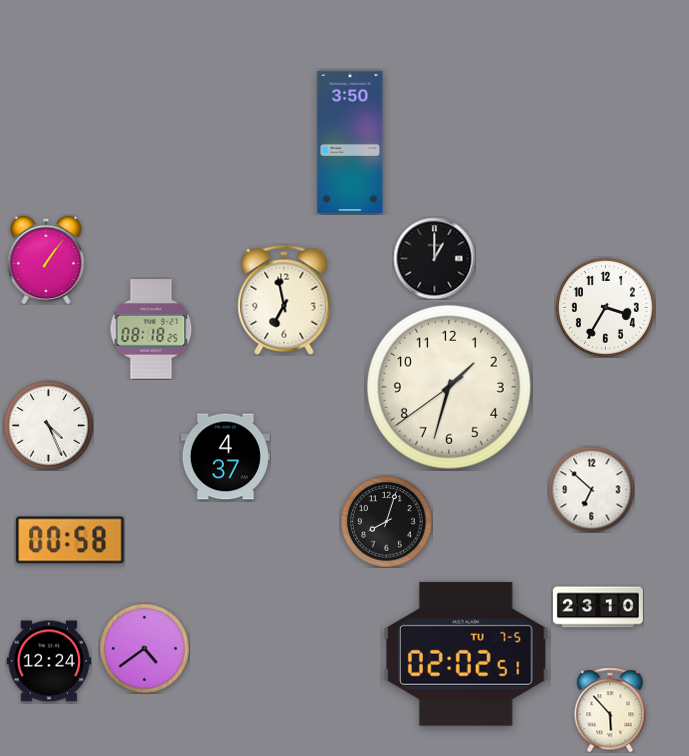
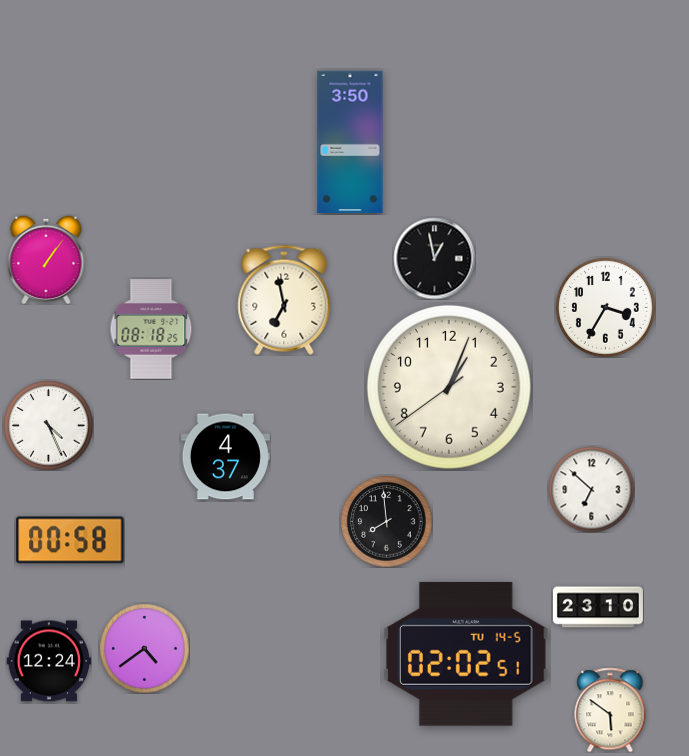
clock at (434, 258): 1:00 -> 12:58
clock at (449, 387): 1:32 -> 1:03
clock at (386, 521): 8:03 -> 7:59
clock at (466, 654) date: TU 7-5 -> TU 14-5
clock at (610, 710): 5:53 -> 5:51
